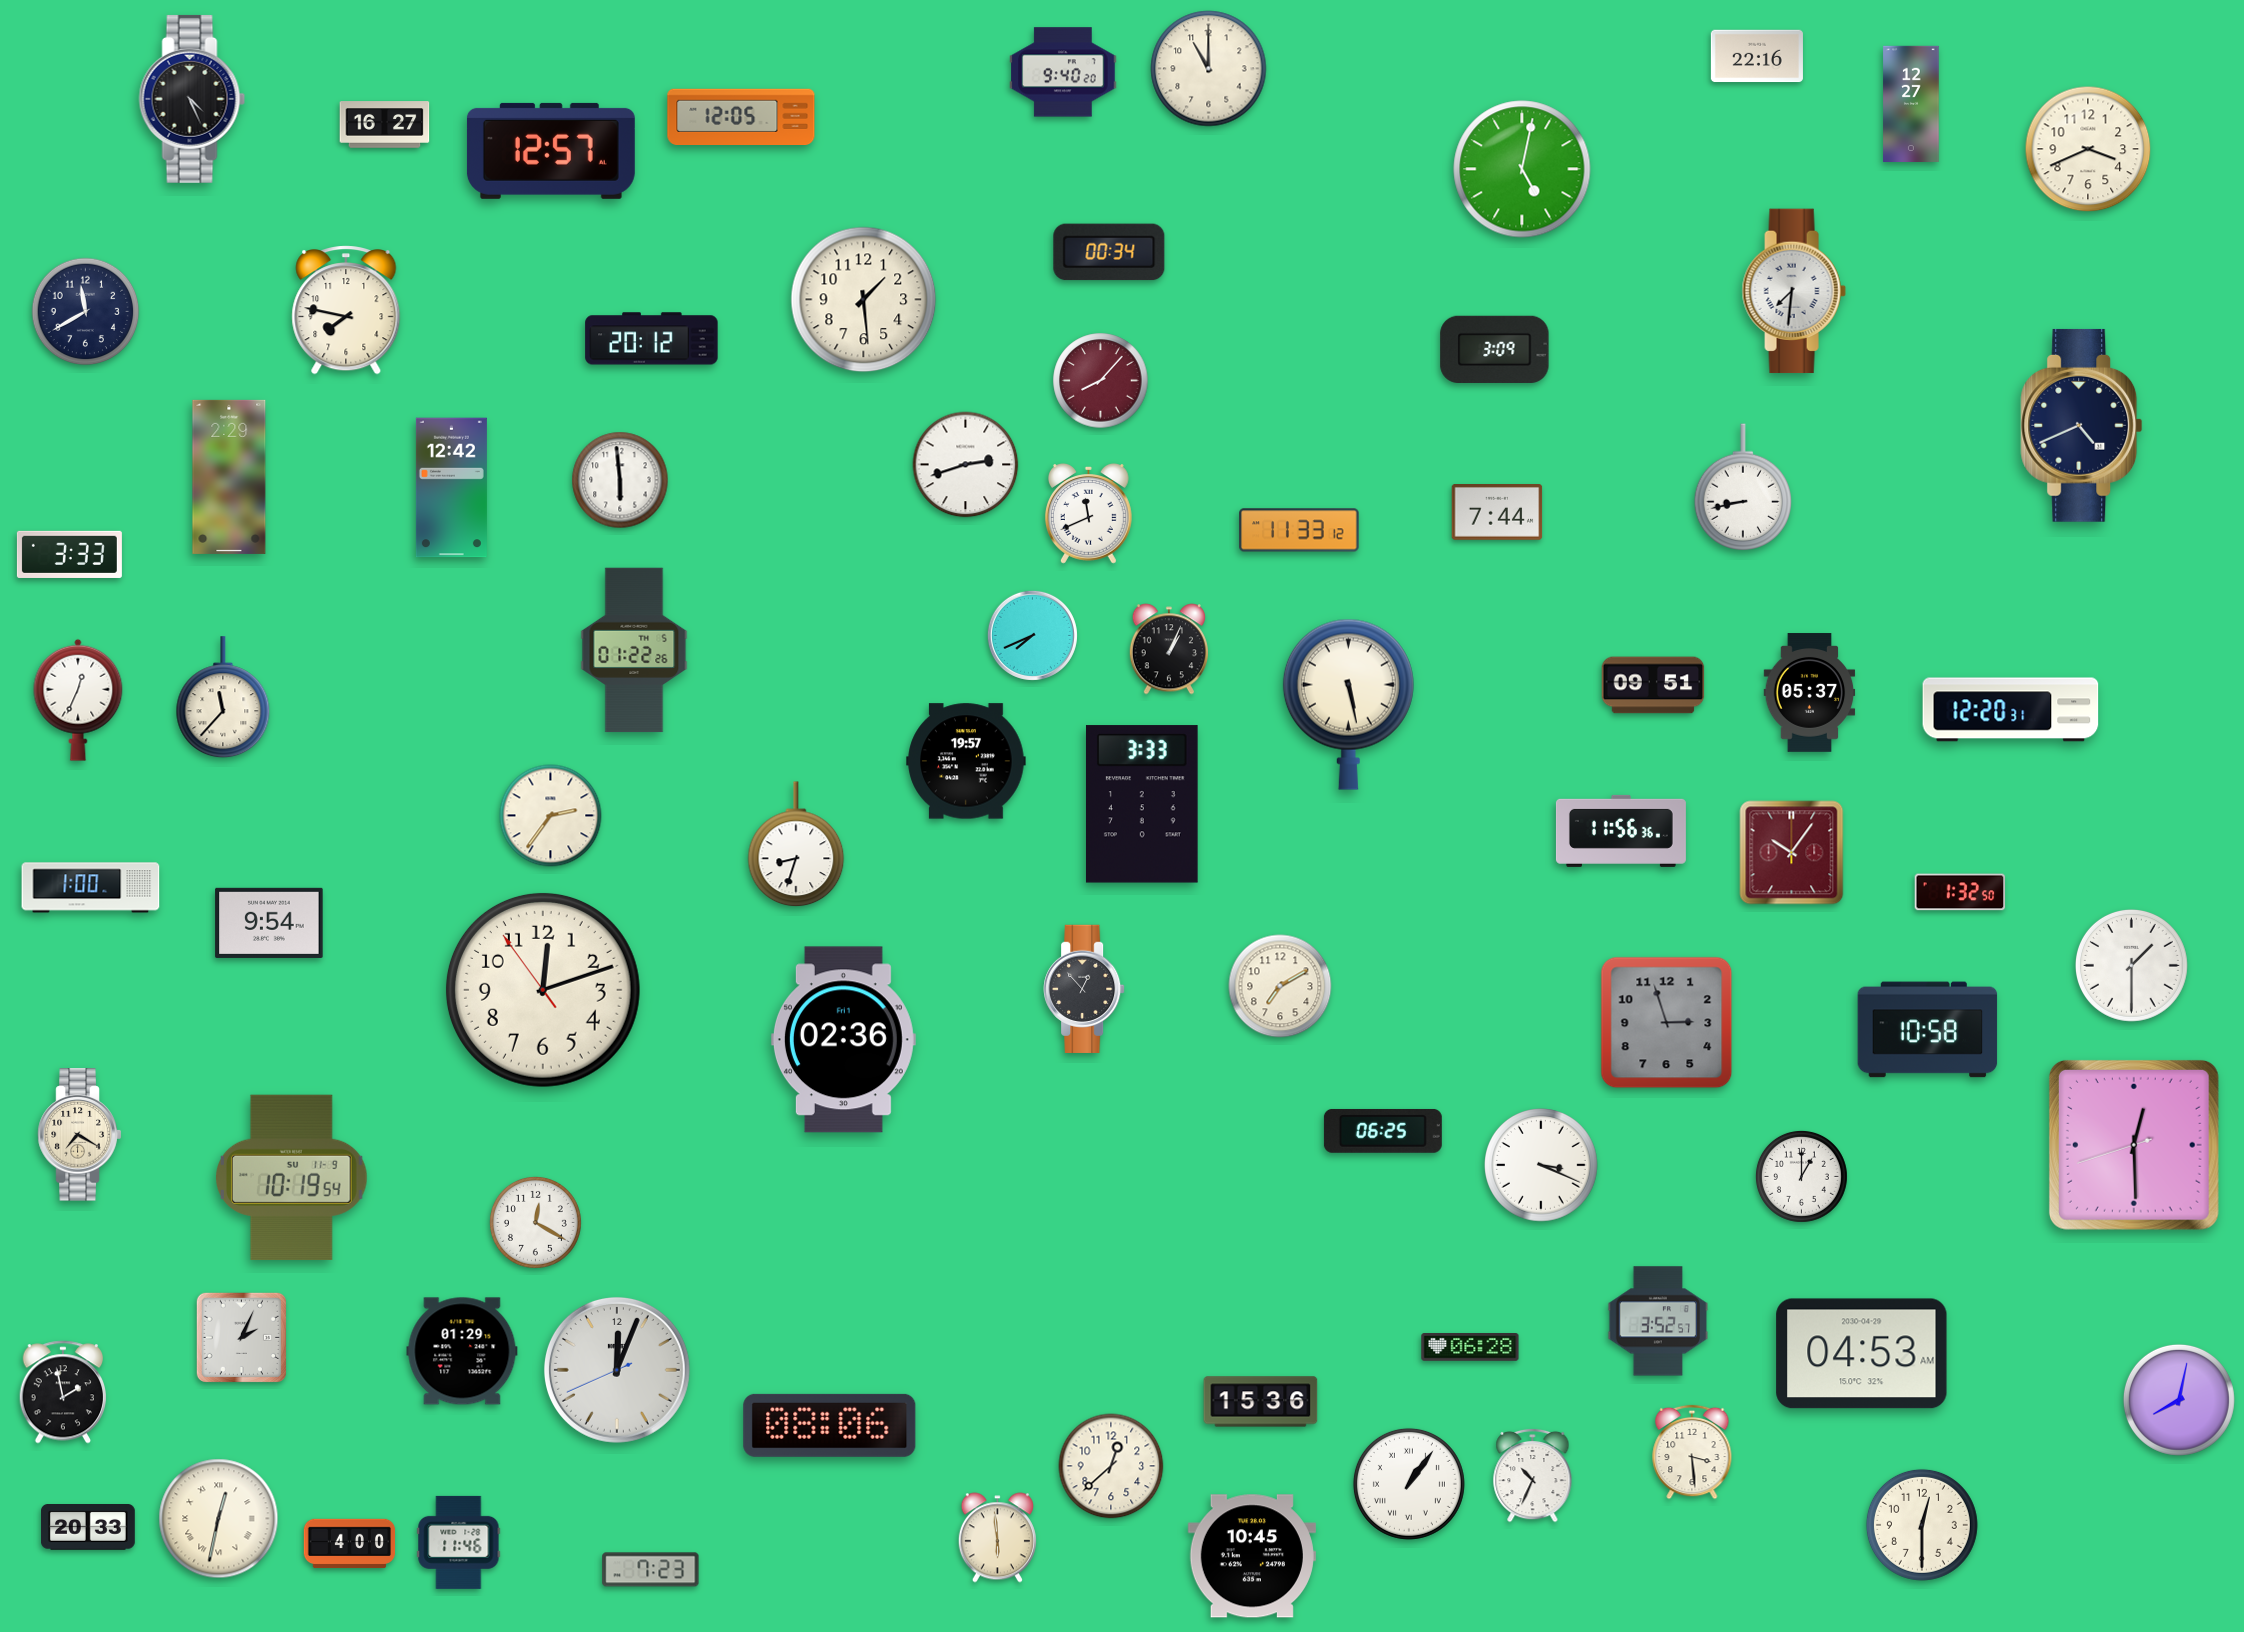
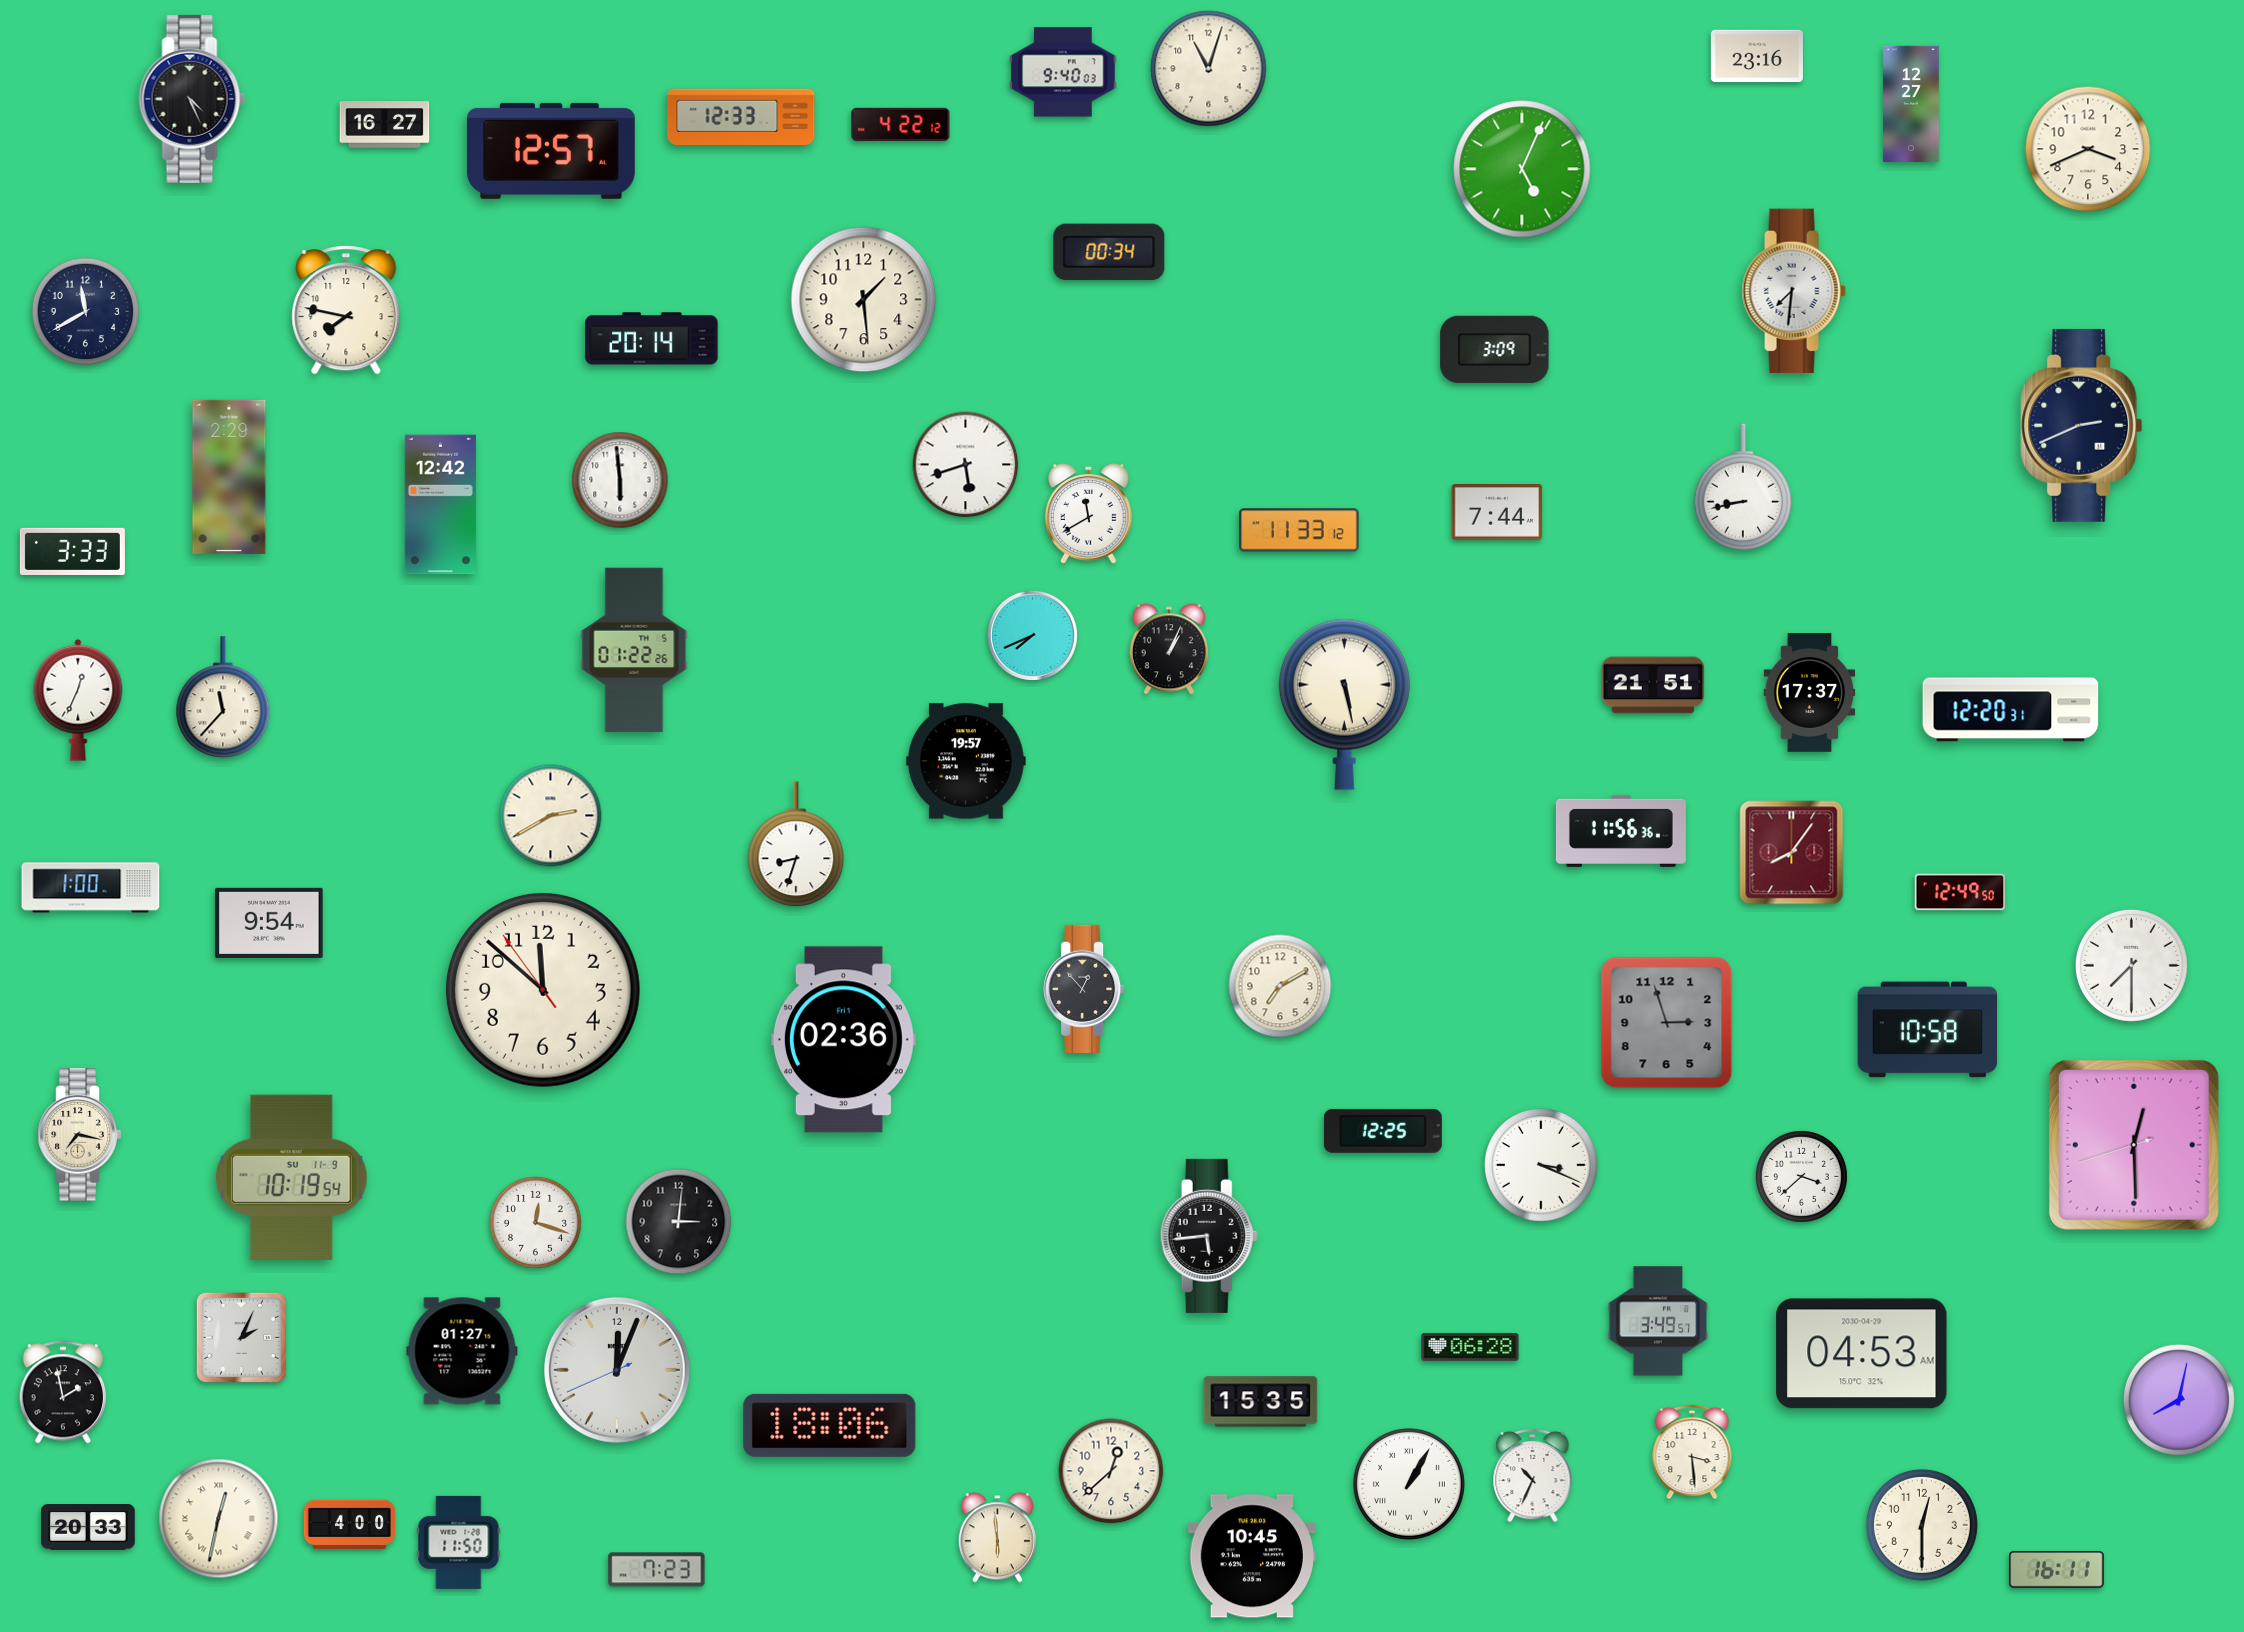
clock at (1757, 56): 22:16 -> 23:16
clock at (1209, 69): 11:00 -> 11:03
clock at (1063, 72): 9:40:20 -> 9:40:03
clock at (741, 116): 12:05 -> 12:33
clock at (901, 124): none -> 4:22
clock at (1522, 169): 5:02 -> 5:04
clock at (652, 339): 20:12 -> 20:14
clock at (1101, 381): 8:07 -> none
clock at (2082, 425): 4:41 -> 2:41
clock at (966, 465): 2:42 -> 5:42
clock at (451, 488) position: (451, 488) -> (440, 505)
clock at (1088, 514): 11:41 -> 11:40
clock at (69, 554) position: (69, 554) -> (72, 551)
clock at (1653, 685): 09:51 -> 21:51
clock at (1810, 693): 05:37 -> 17:37
clock at (1348, 704) position: (1348, 704) -> (1344, 704)
clock at (1142, 804): 3:33 -> none
clock at (551, 816): 2:36 -> 2:40
clock at (1792, 853): 10:06 -> 8:06
clock at (1960, 892): 1:32 -> 12:49
clock at (2131, 965): 1:30 -> 7:30
clock at (543, 990): 12:11 -> 11:51
clock at (1383, 1131): 06:25 -> 12:25
clock at (80, 1135): 7:20 -> 7:17
clock at (1801, 1176): 1:00 -> 3:38
clock at (535, 1222): 12:20 -> 12:18
clock at (679, 1222): none -> 3:01
clock at (1209, 1236): none -> 5:44
clock at (1658, 1321): 3:52 -> 3:49
clock at (462, 1351): 01:29 -> 01:27
clock at (1261, 1402): 15:36 -> 15:35
clock at (830, 1425): 08:06 -> 18:06
clock at (1111, 1466) position: (1111, 1466) -> (1111, 1471)
clock at (1409, 1484): 1:06 -> 1:05
clock at (459, 1542): 11:46 -> 11:50
clock at (350, 1544) position: (350, 1544) -> (350, 1525)
clock at (651, 1570) position: (651, 1570) -> (657, 1570)
clock at (2057, 1570): none -> 16:11
